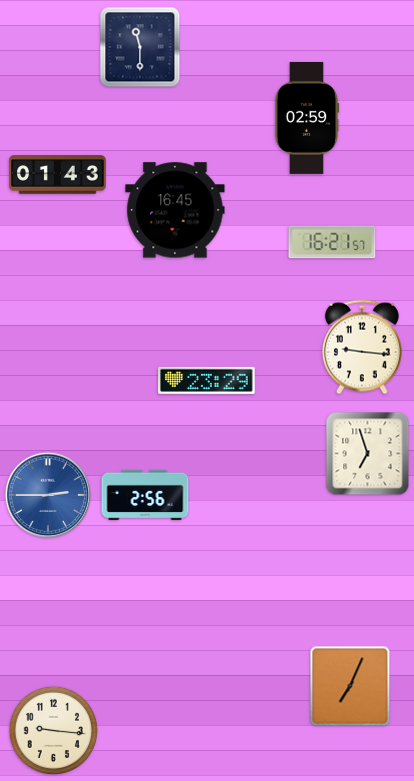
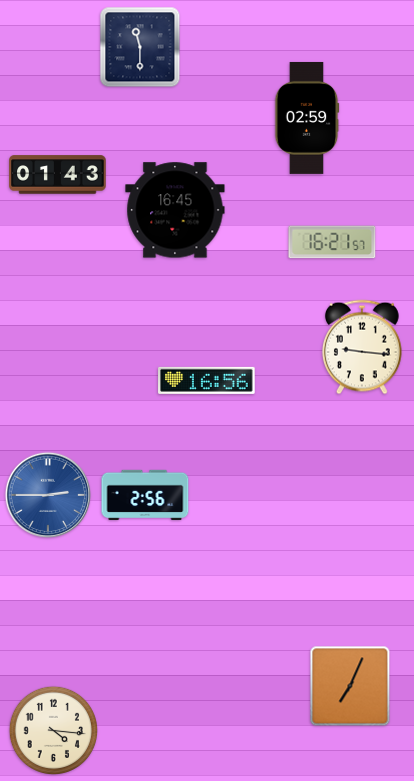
clock at (207, 380): 23:29 -> 16:56
clock at (368, 454): 6:57 -> none
clock at (53, 730): 9:16 -> 4:16
